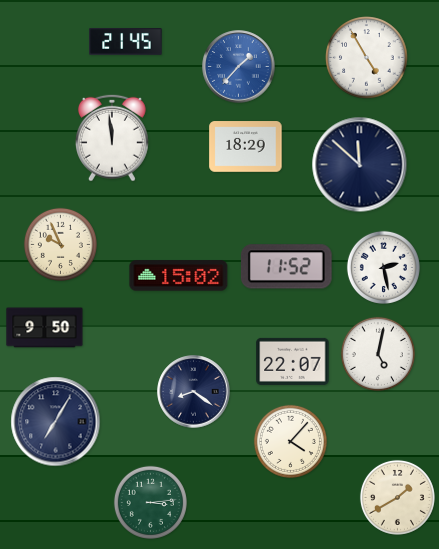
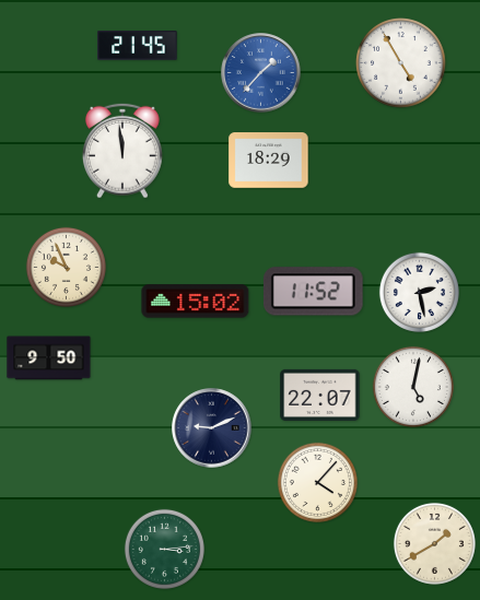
clock at (360, 165): 11:52 -> none
clock at (194, 392): 8:21 -> 9:11
clock at (56, 422): 7:05 -> none
